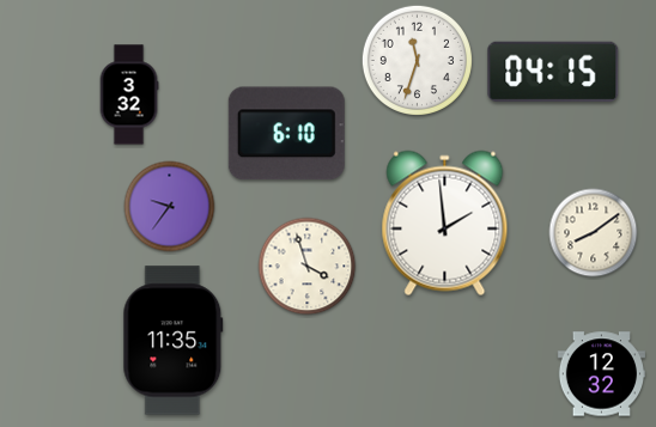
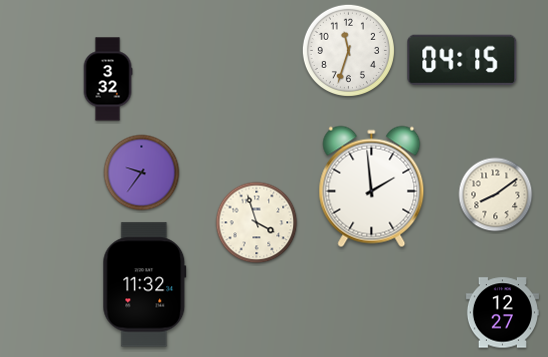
clock at (286, 134): 6:10 -> none
clock at (174, 341): 11:35 -> 11:32
clock at (601, 374): 12:32 -> 12:27
